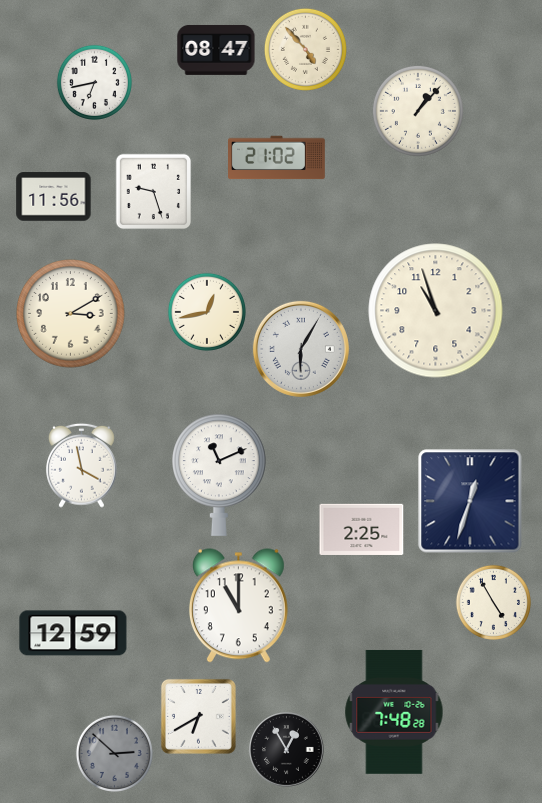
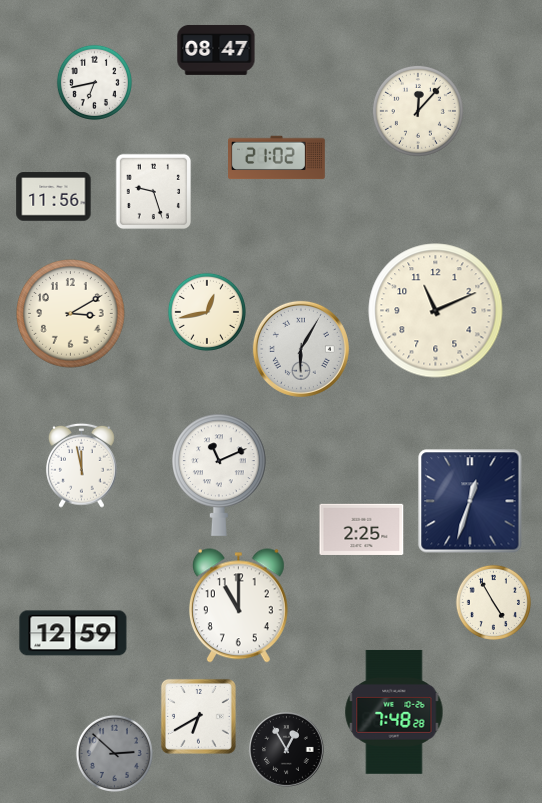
clock at (305, 49): 4:53 -> none
clock at (418, 111): 1:07 -> 12:07
clock at (436, 311): 10:57 -> 11:11
clock at (82, 465): 3:58 -> 11:58
